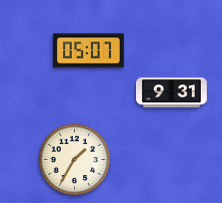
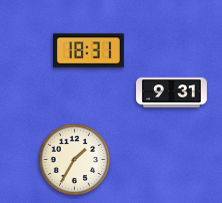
clock at (89, 51): 05:07 -> 18:31
